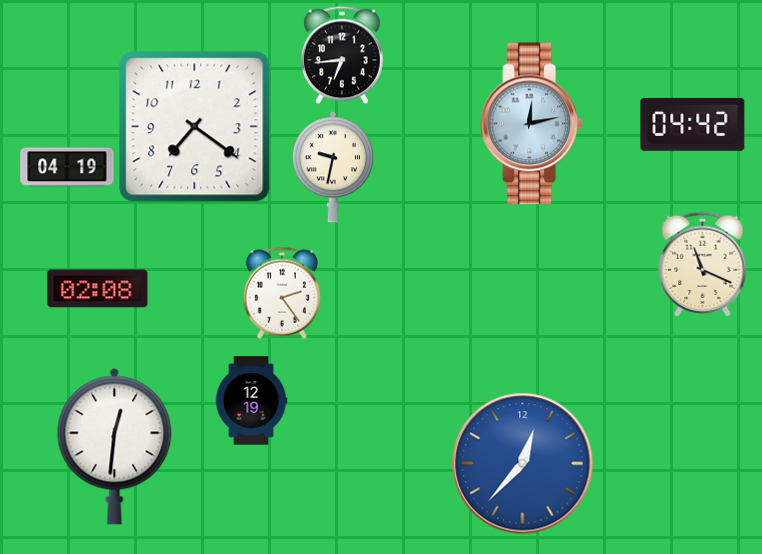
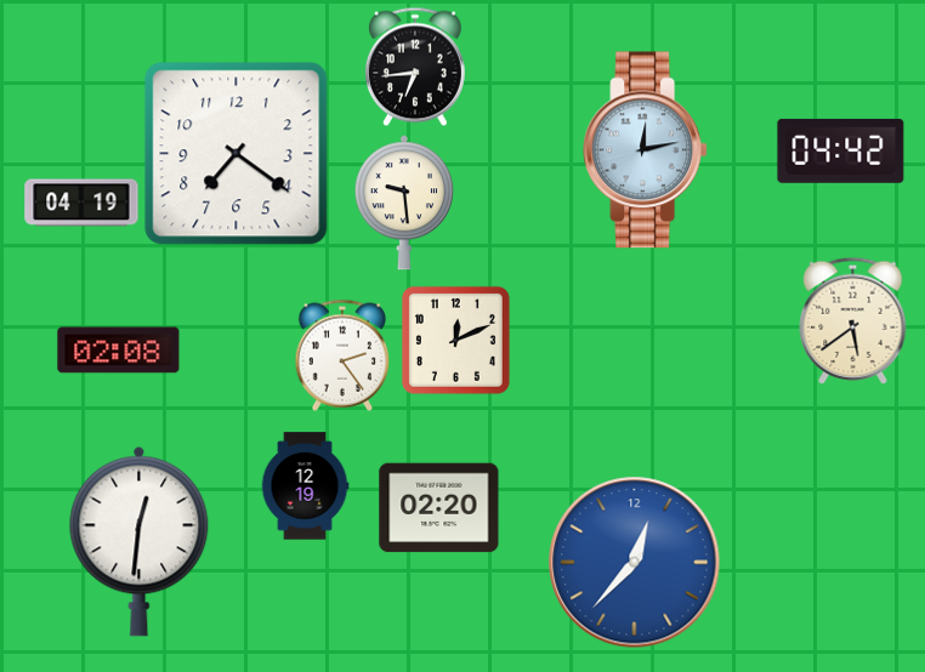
clock at (333, 167): 9:32 -> 9:29
clock at (703, 264): 11:19 -> 5:39
clock at (455, 340): none -> 12:11
clock at (439, 508): none -> 02:20
